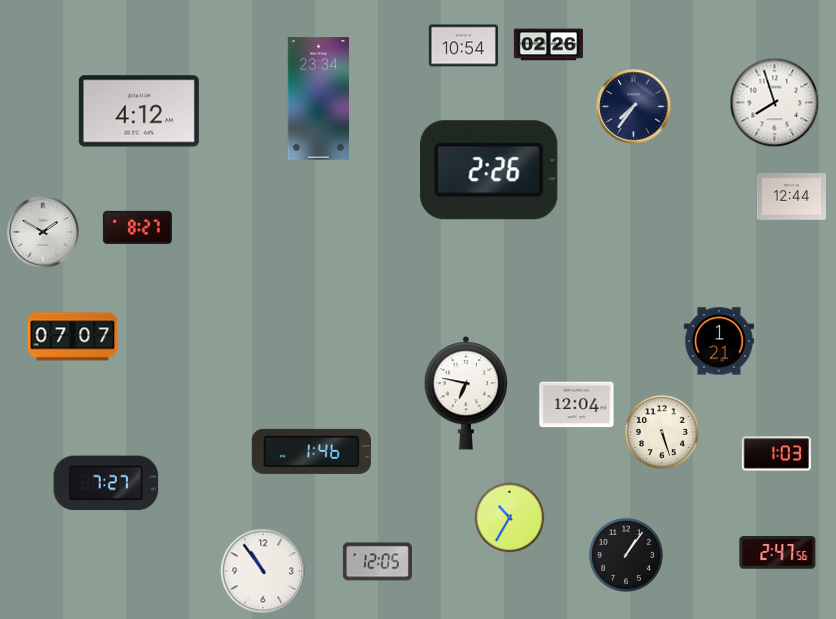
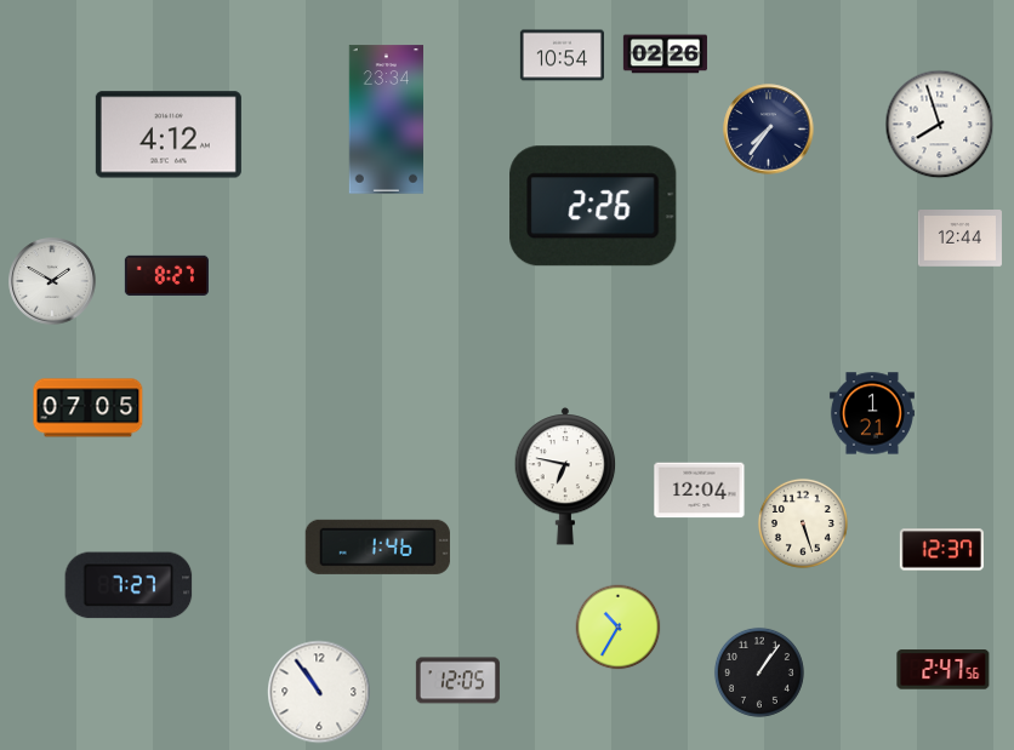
clock at (73, 337): 07:07 -> 07:05
clock at (776, 454): 1:03 -> 12:37
